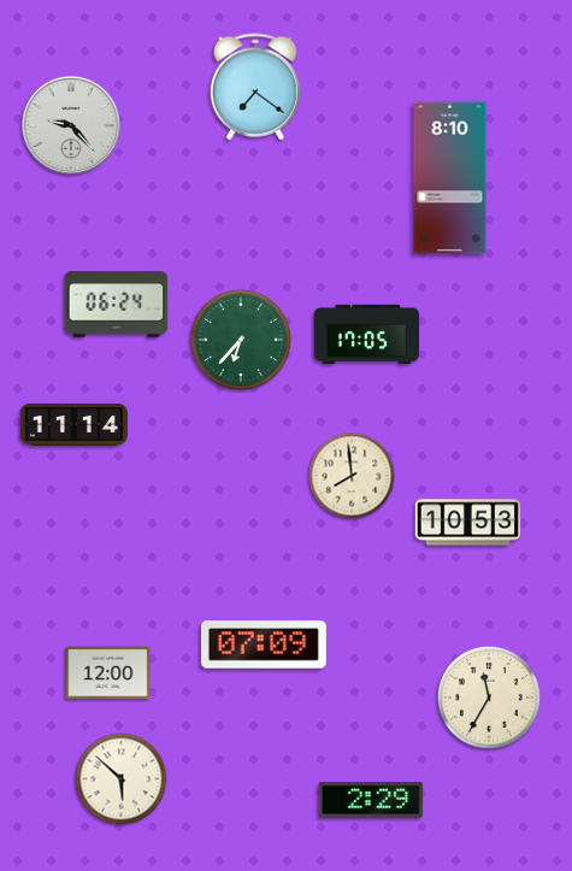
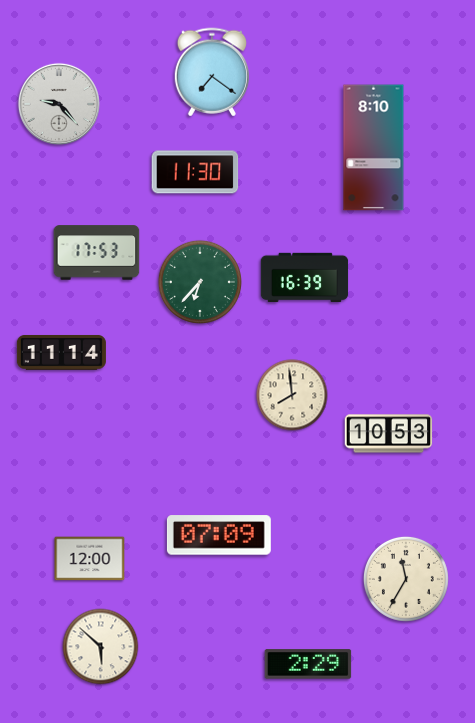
clock at (195, 172): none -> 11:30
clock at (117, 305): 06:24 -> 17:53
clock at (367, 335): 17:05 -> 16:39
